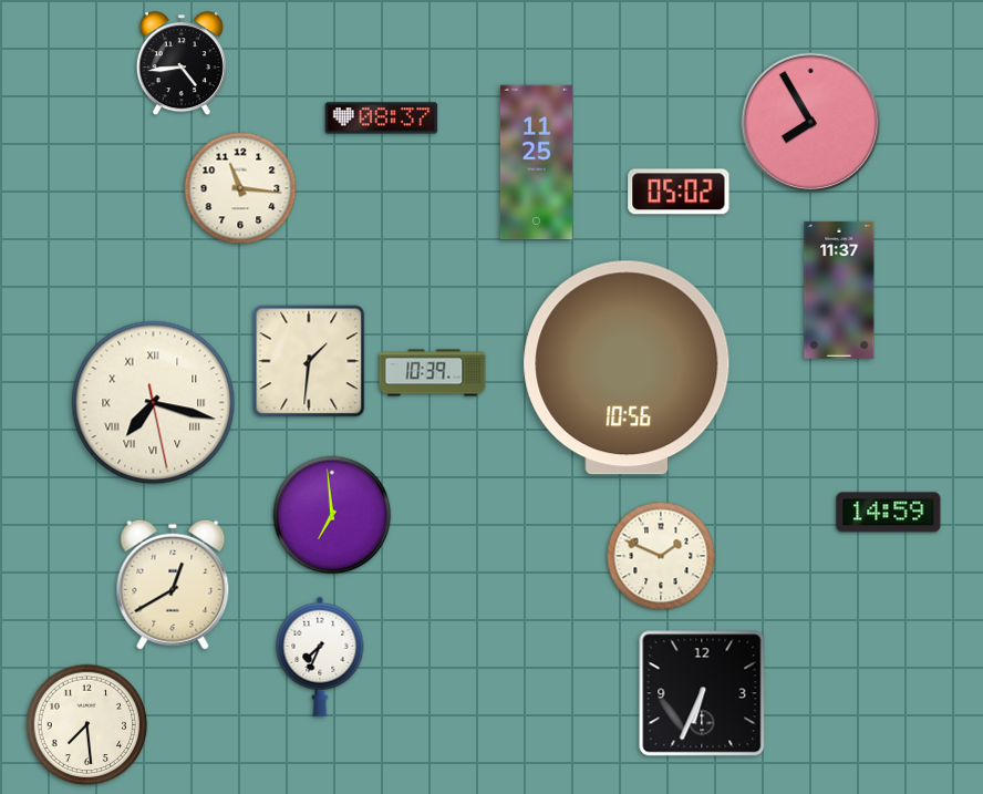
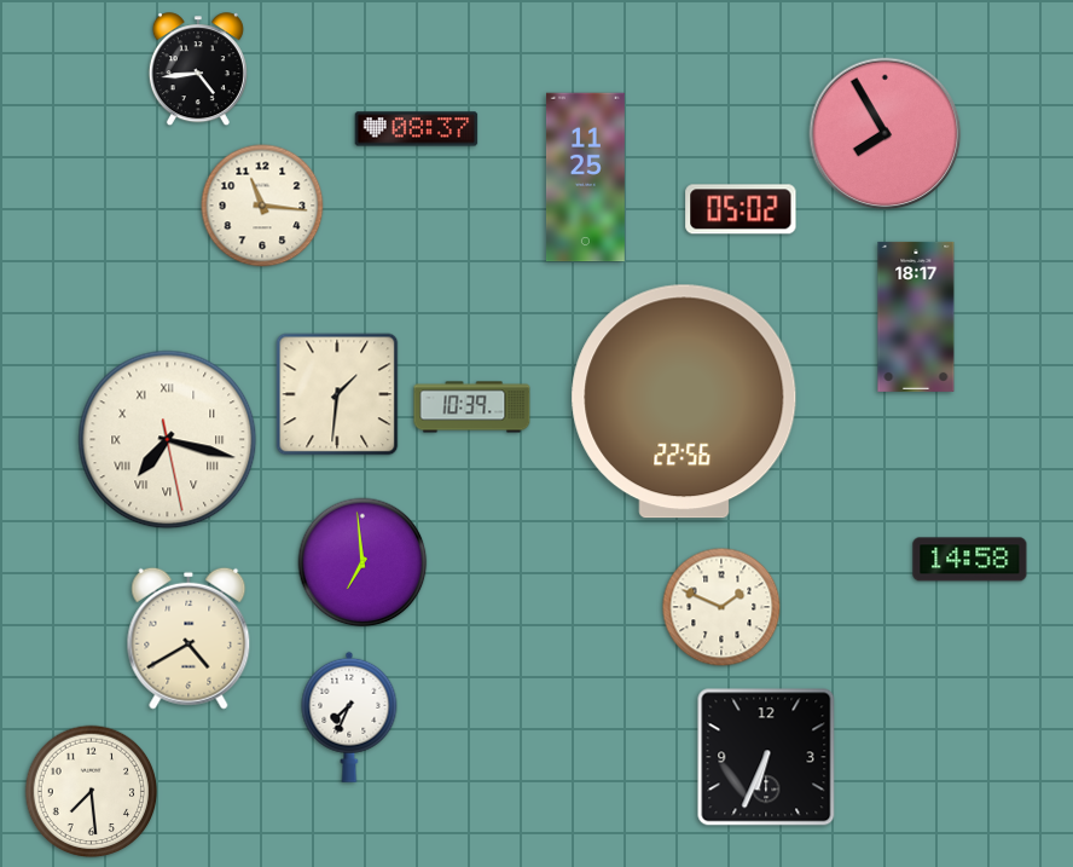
clock at (839, 290): 11:37 -> 18:17
clock at (627, 368): 10:56 -> 22:56
clock at (889, 513): 14:59 -> 14:58
clock at (173, 585): 12:40 -> 4:40
clock at (87, 725) position: (87, 725) -> (92, 792)
